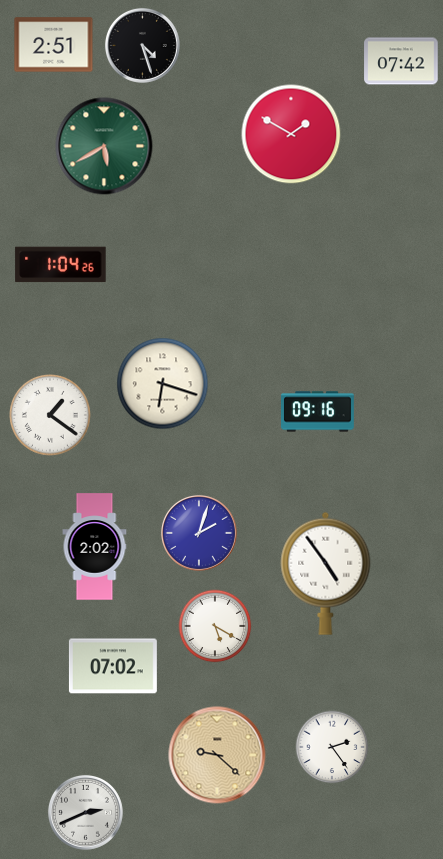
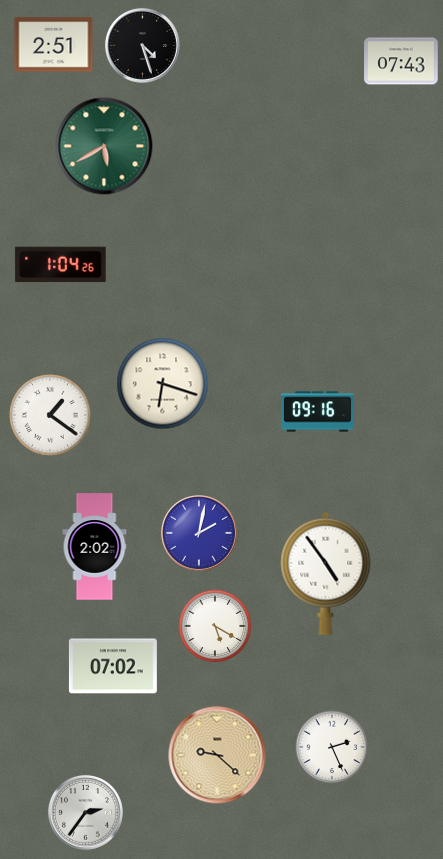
clock at (401, 61): 07:42 -> 07:43
clock at (291, 134): 1:50 -> none
clock at (199, 533): 2:03 -> 2:02
clock at (332, 747): 2:24 -> 2:26
clock at (85, 812): 2:41 -> 2:36
